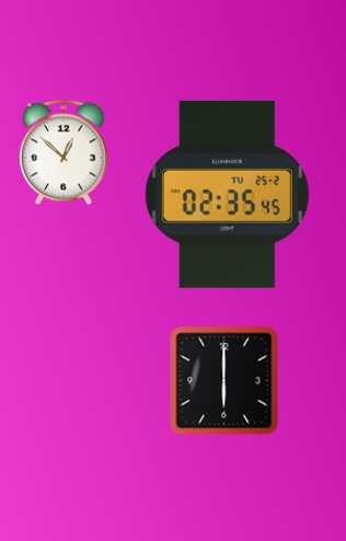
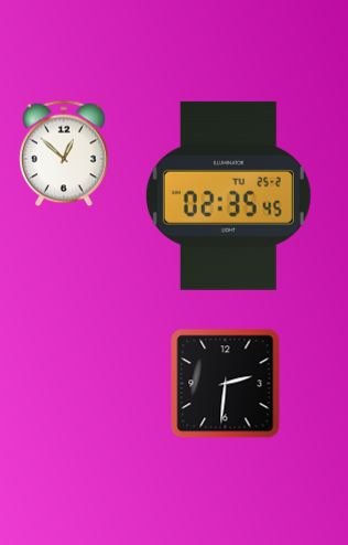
clock at (224, 381): 6:00 -> 2:31
